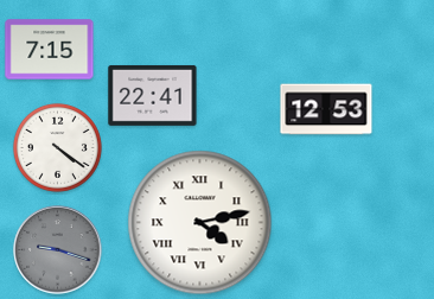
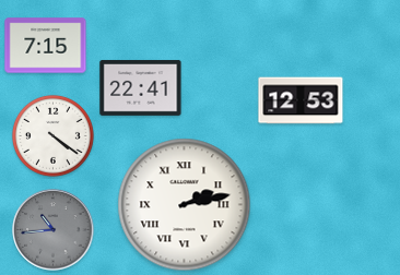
clock at (200, 223): 4:13 -> 2:13
clock at (58, 250): 9:18 -> 10:44
